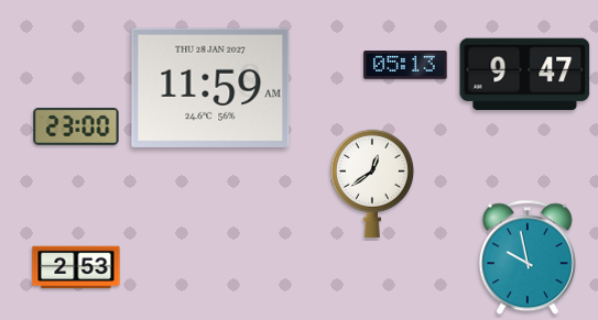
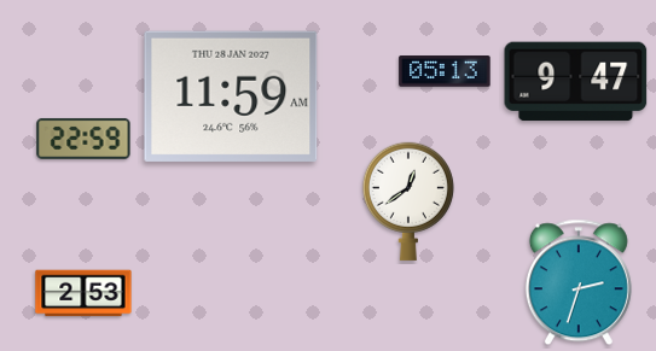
clock at (76, 126): 23:00 -> 22:59
clock at (528, 257): 9:58 -> 2:33
